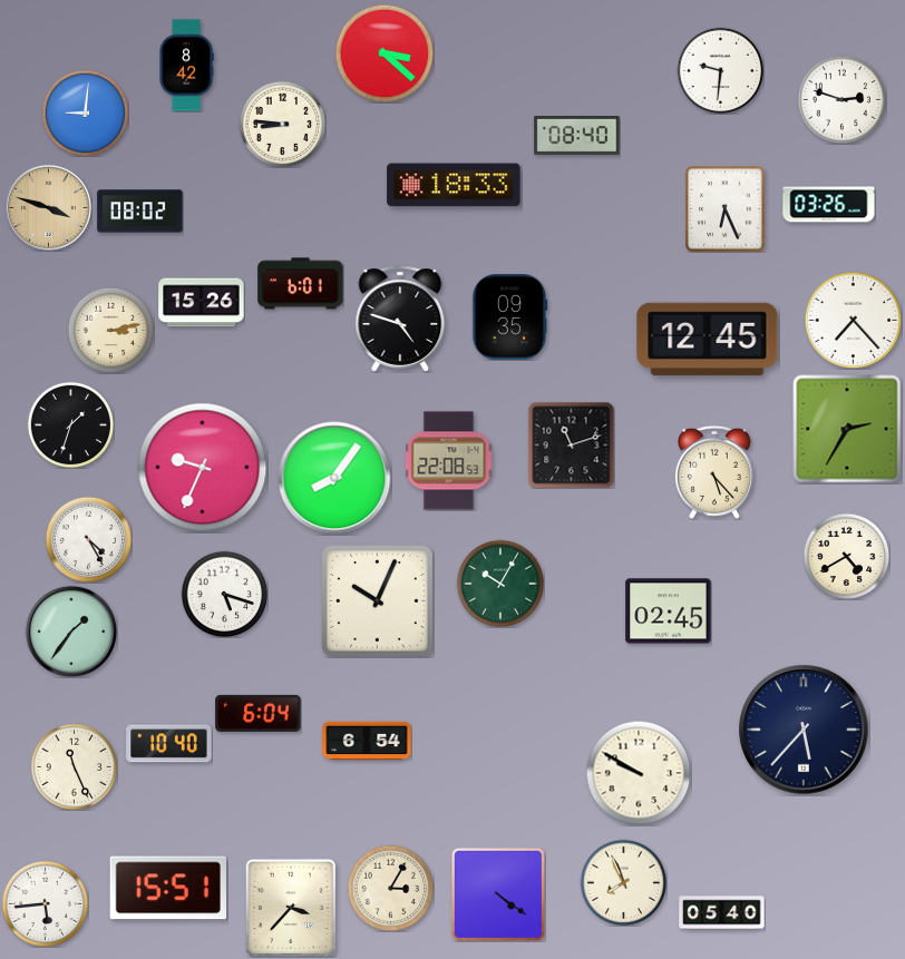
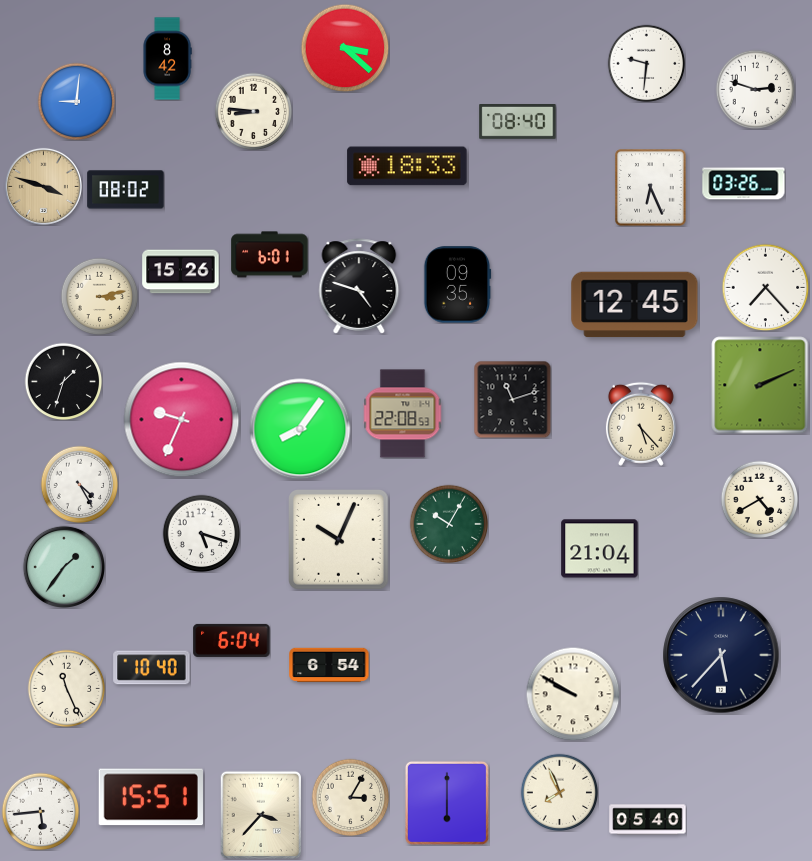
clock at (847, 429): 2:35 -> 2:11
clock at (669, 611): 02:45 -> 21:04
clock at (498, 894): 4:21 -> 6:00
